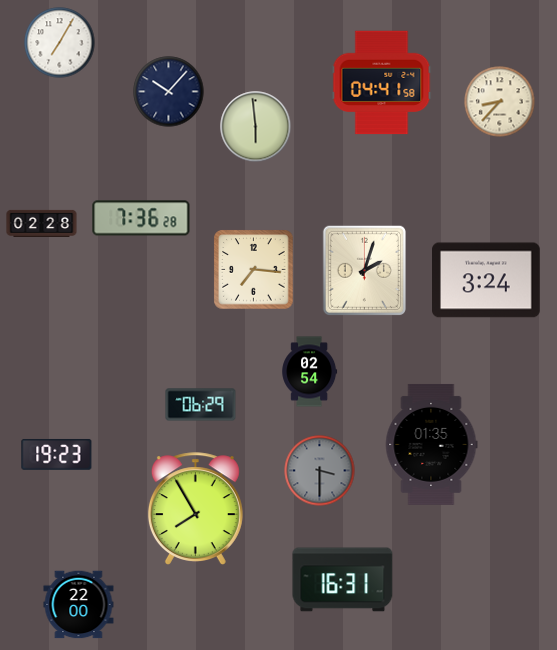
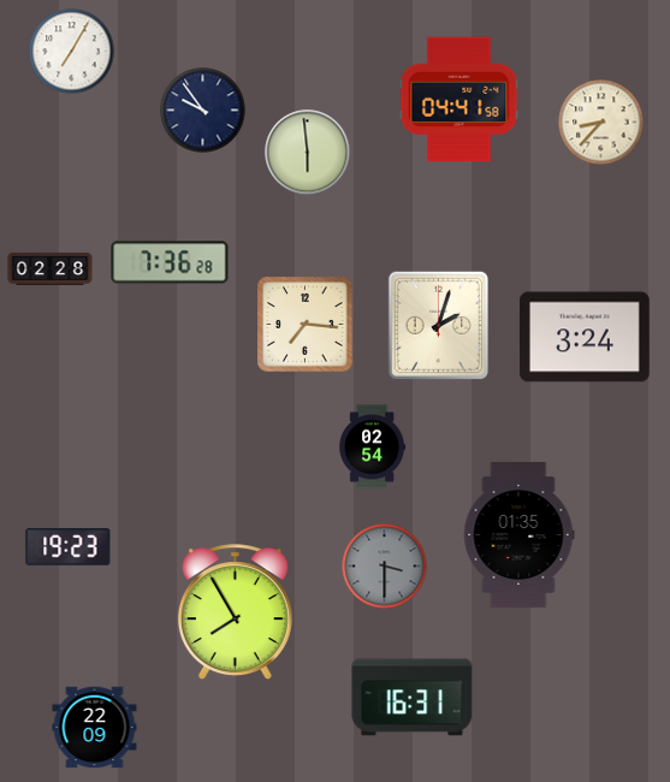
clock at (169, 92): 10:07 -> 9:54
clock at (201, 405): 06:29 -> none
clock at (79, 605): 22:00 -> 22:09
